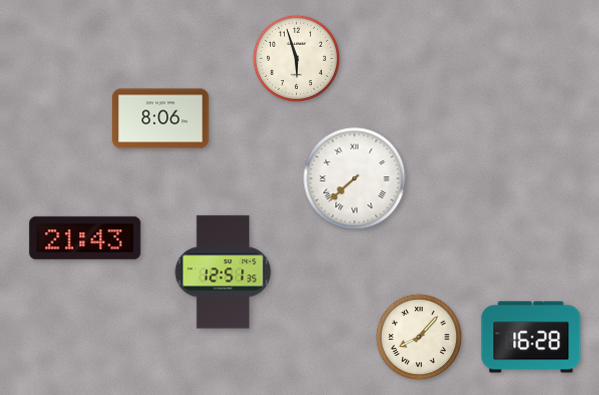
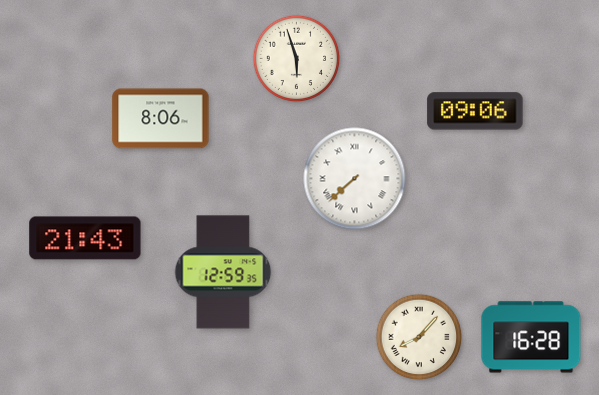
clock at (475, 111): none -> 09:06
clock at (223, 272): 12:51 -> 12:59
